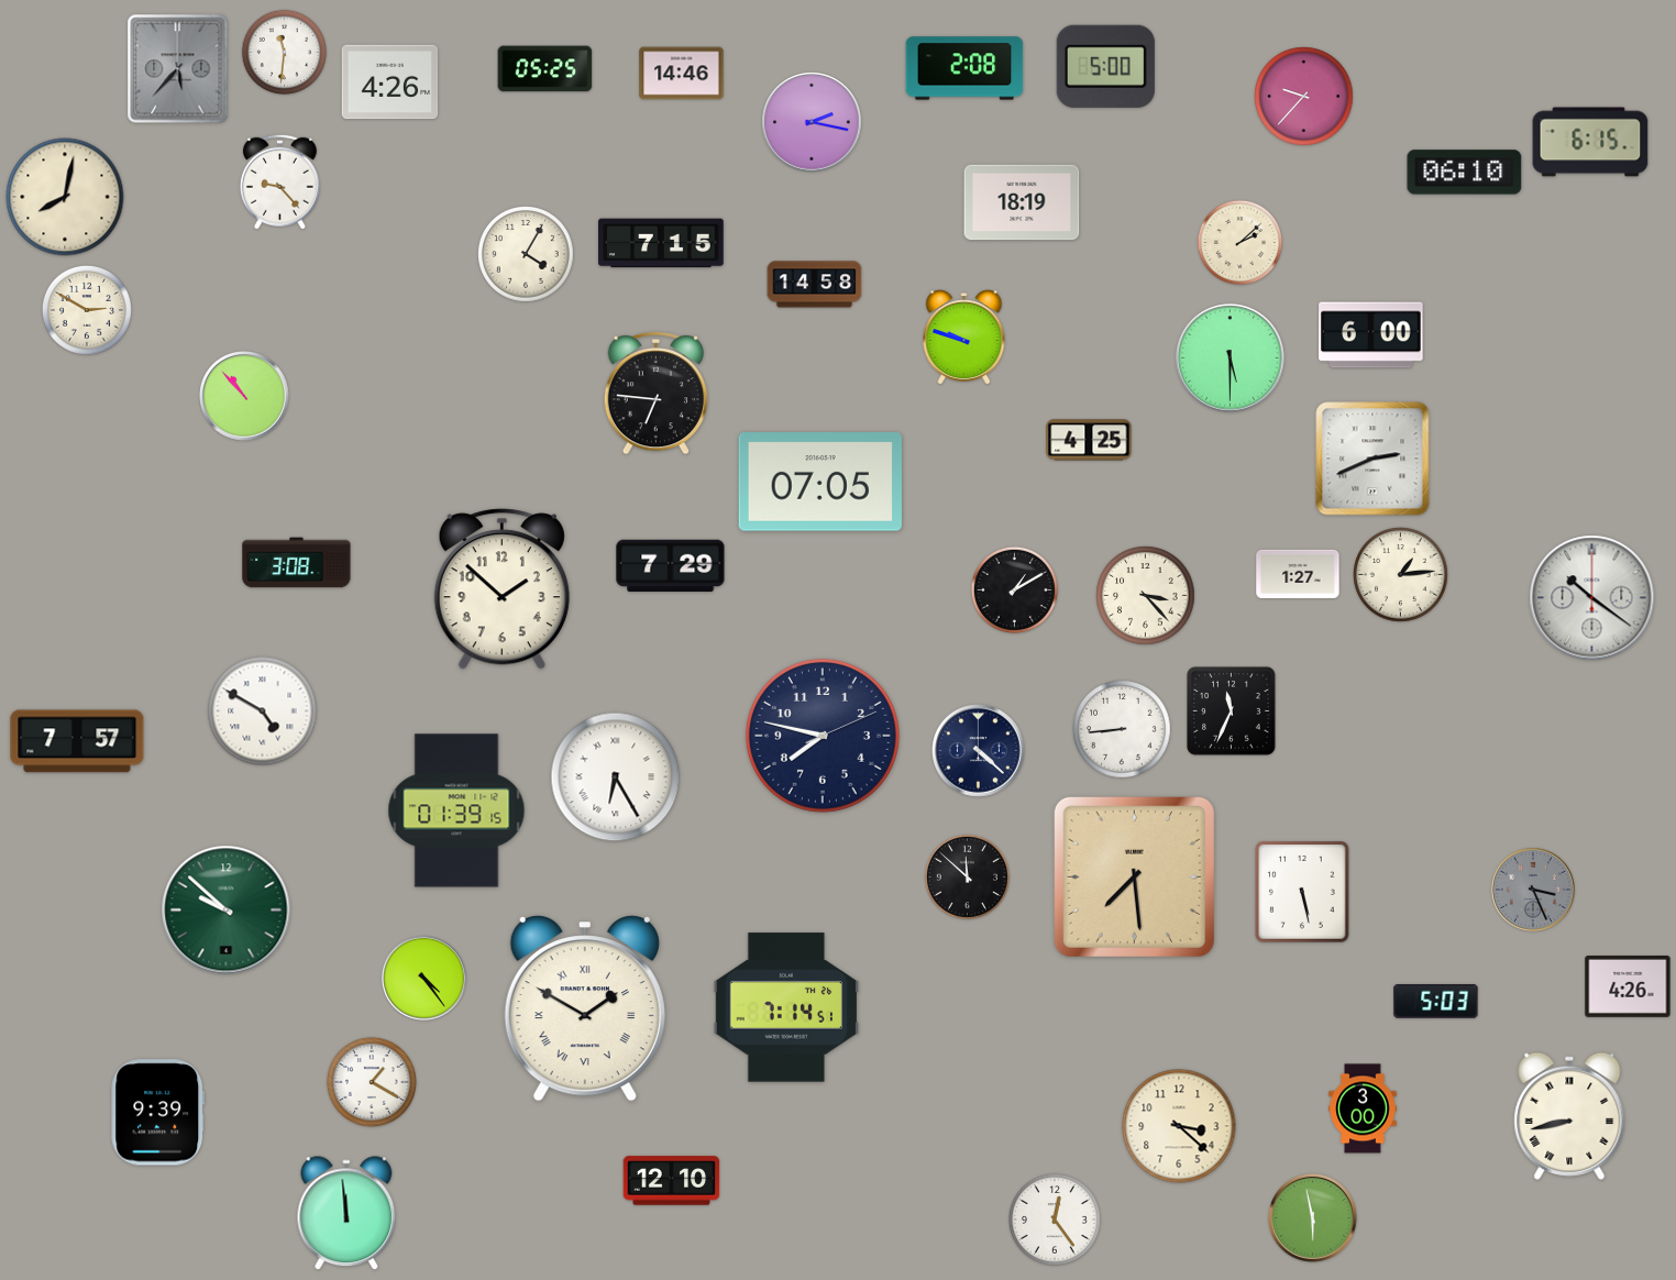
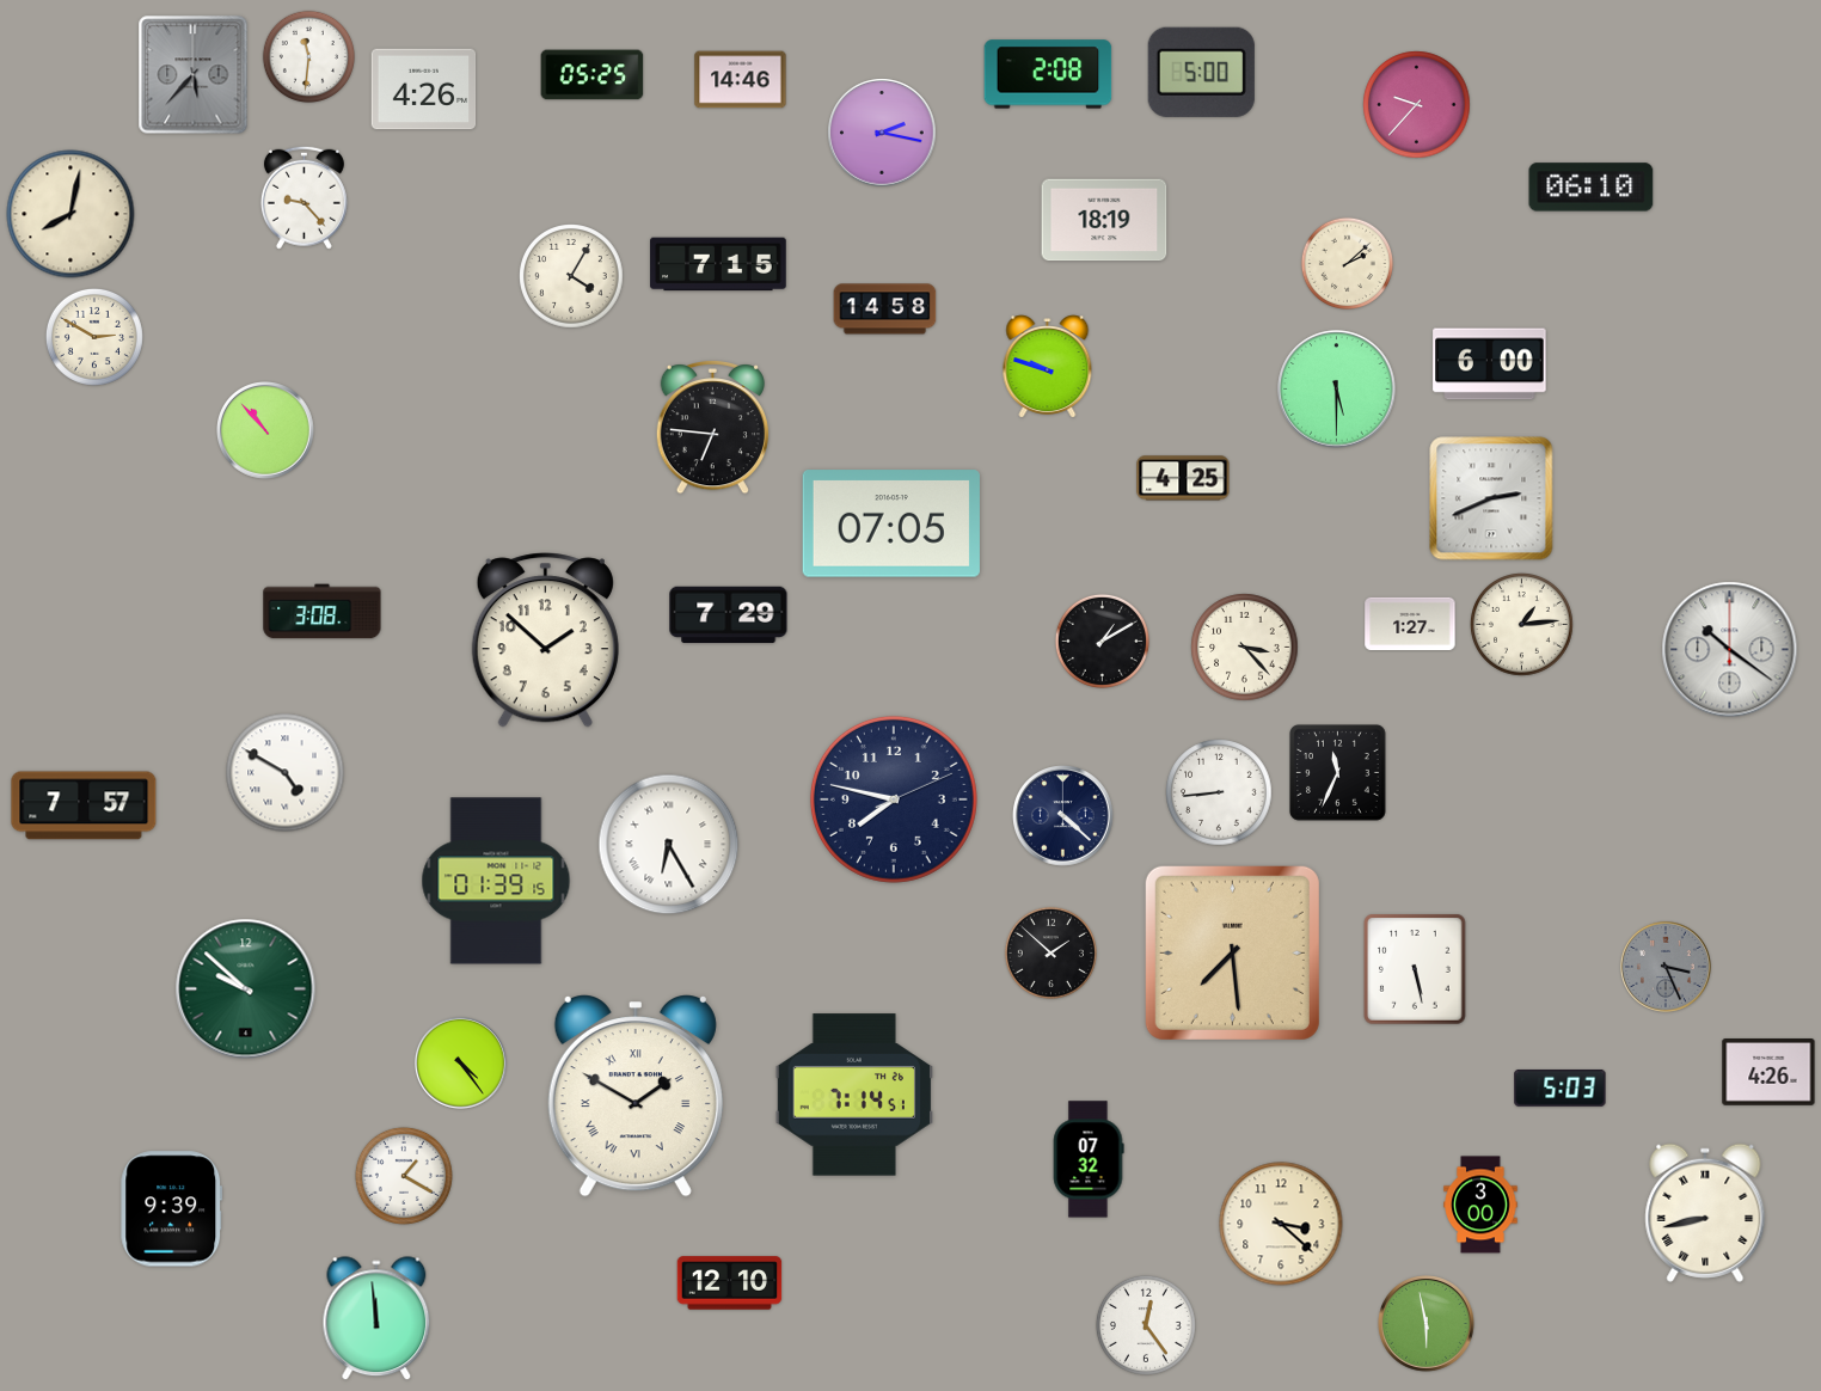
clock at (1590, 142): 6:15 -> none
clock at (1022, 202) position: (1022, 202) -> (1104, 220)
clock at (967, 876): 11:52 -> 1:52
clock at (1089, 1159): none -> 07:32
